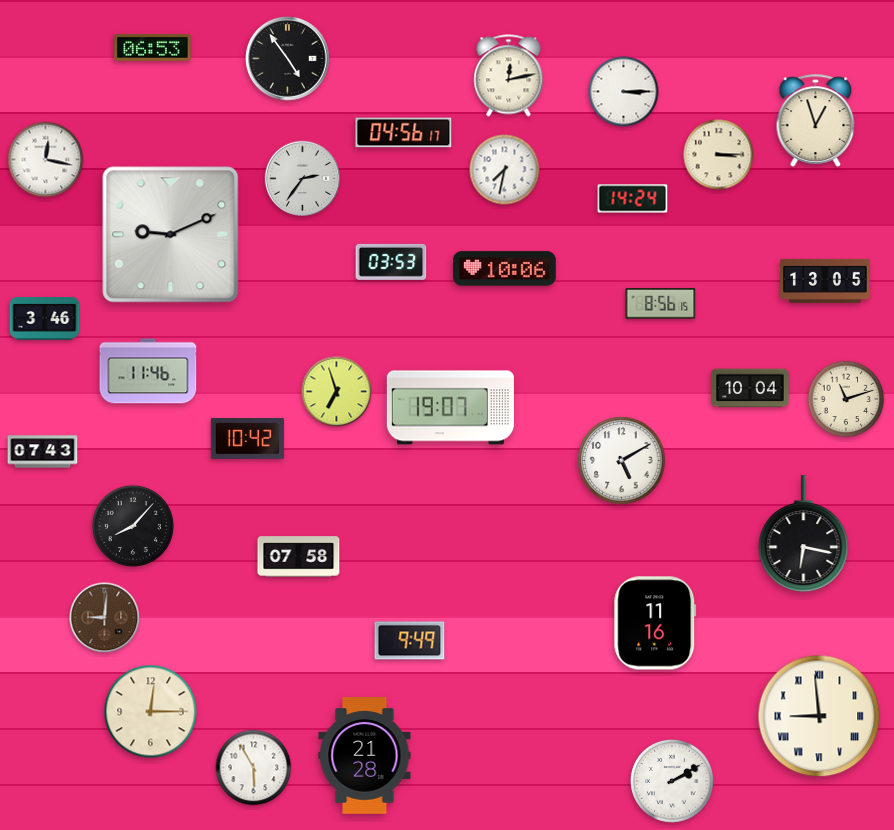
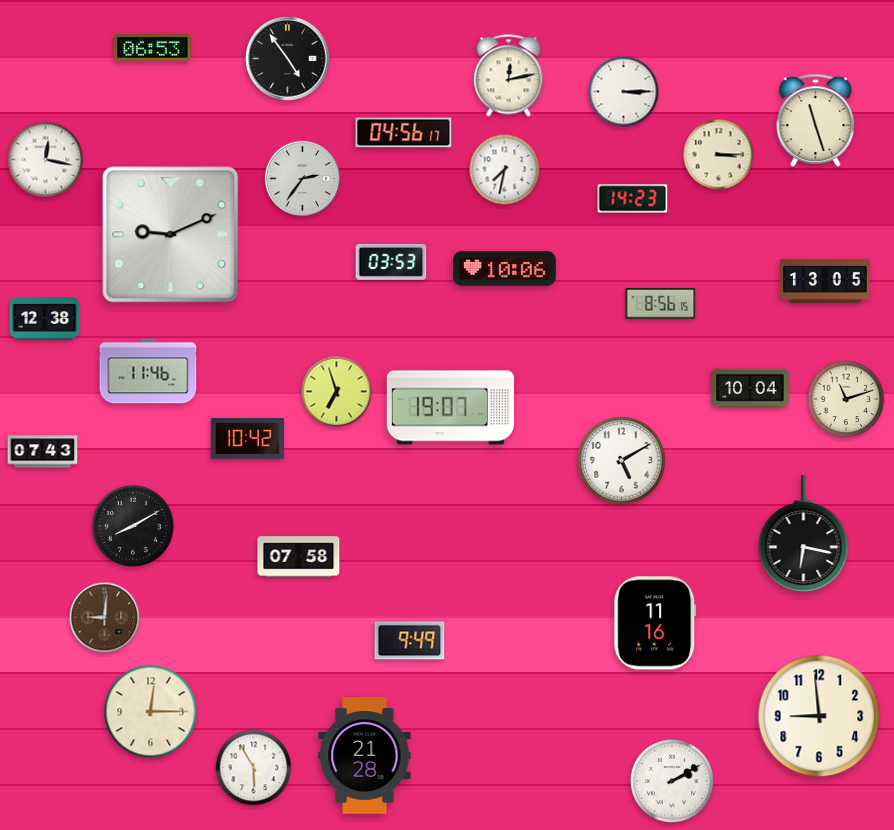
clock at (816, 120): 12:57 -> 11:27
clock at (633, 199): 14:24 -> 14:23
clock at (45, 319): 3:46 -> 12:38
clock at (133, 526): 8:07 -> 8:10
clock at (819, 716) numerals: Roman -> Arabic
